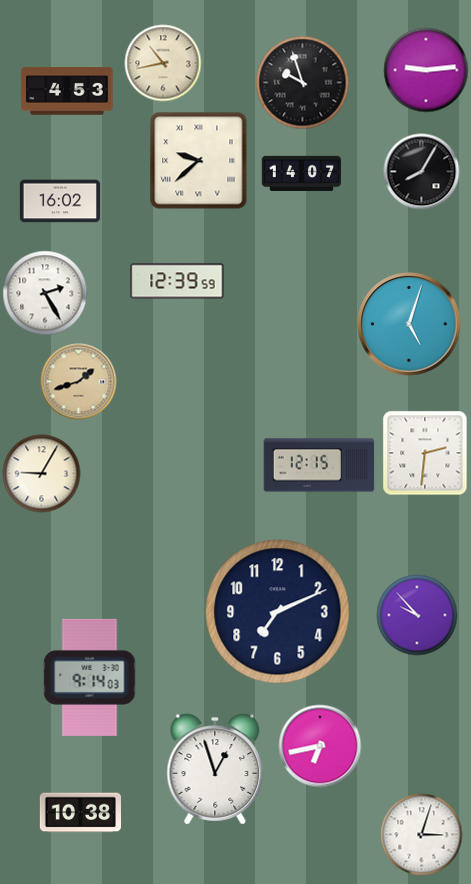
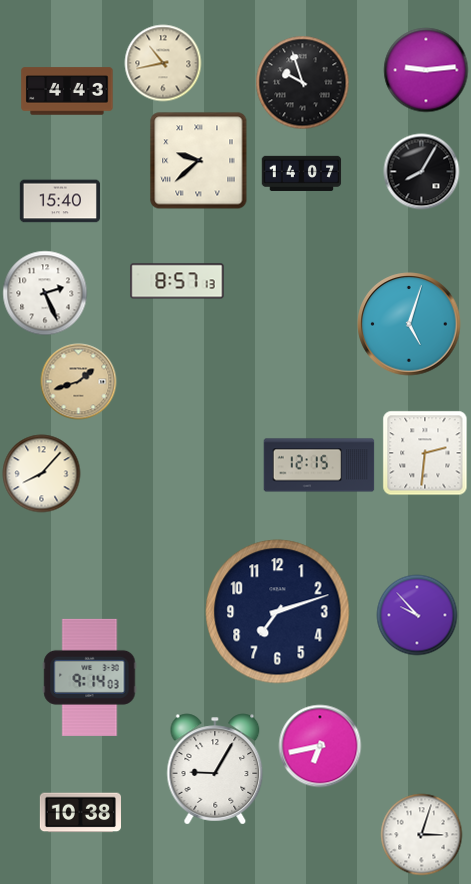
clock at (67, 91): 4:53 -> 4:43
clock at (60, 201): 16:02 -> 15:40
clock at (177, 281): 12:39 -> 8:57
clock at (45, 293): 2:25 -> 2:26
clock at (42, 474): 9:05 -> 8:07
clock at (278, 612): 7:11 -> 7:12
clock at (215, 769): 12:57 -> 9:05
